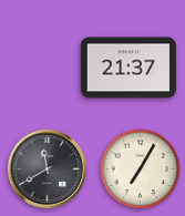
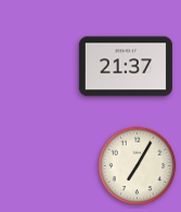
clock at (47, 168): 11:40 -> none
